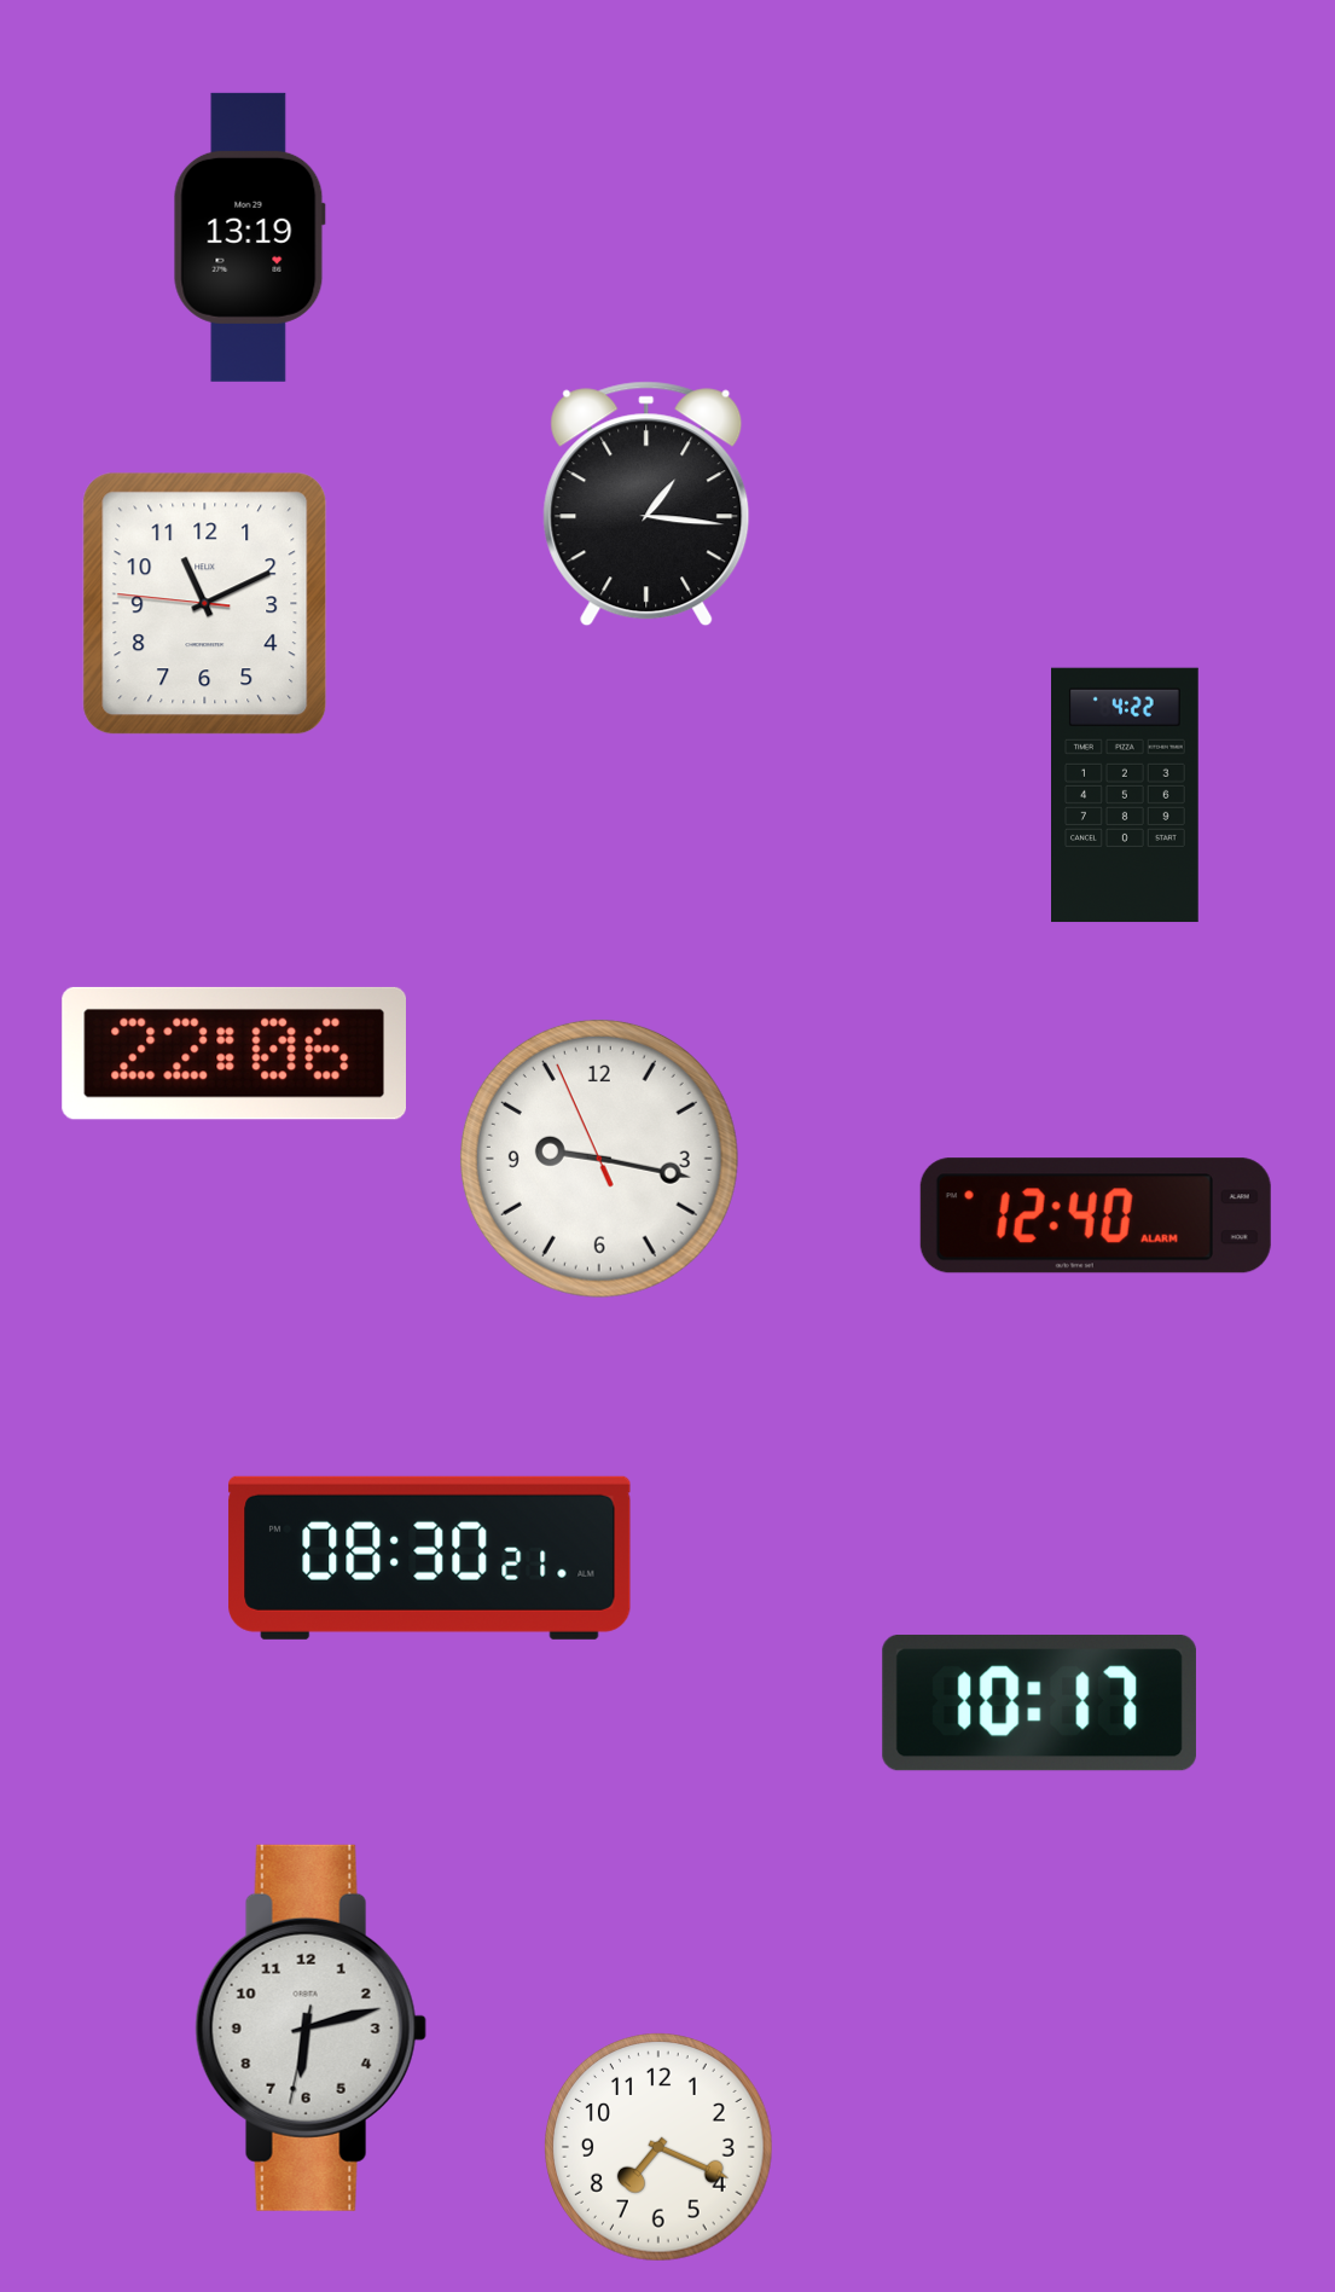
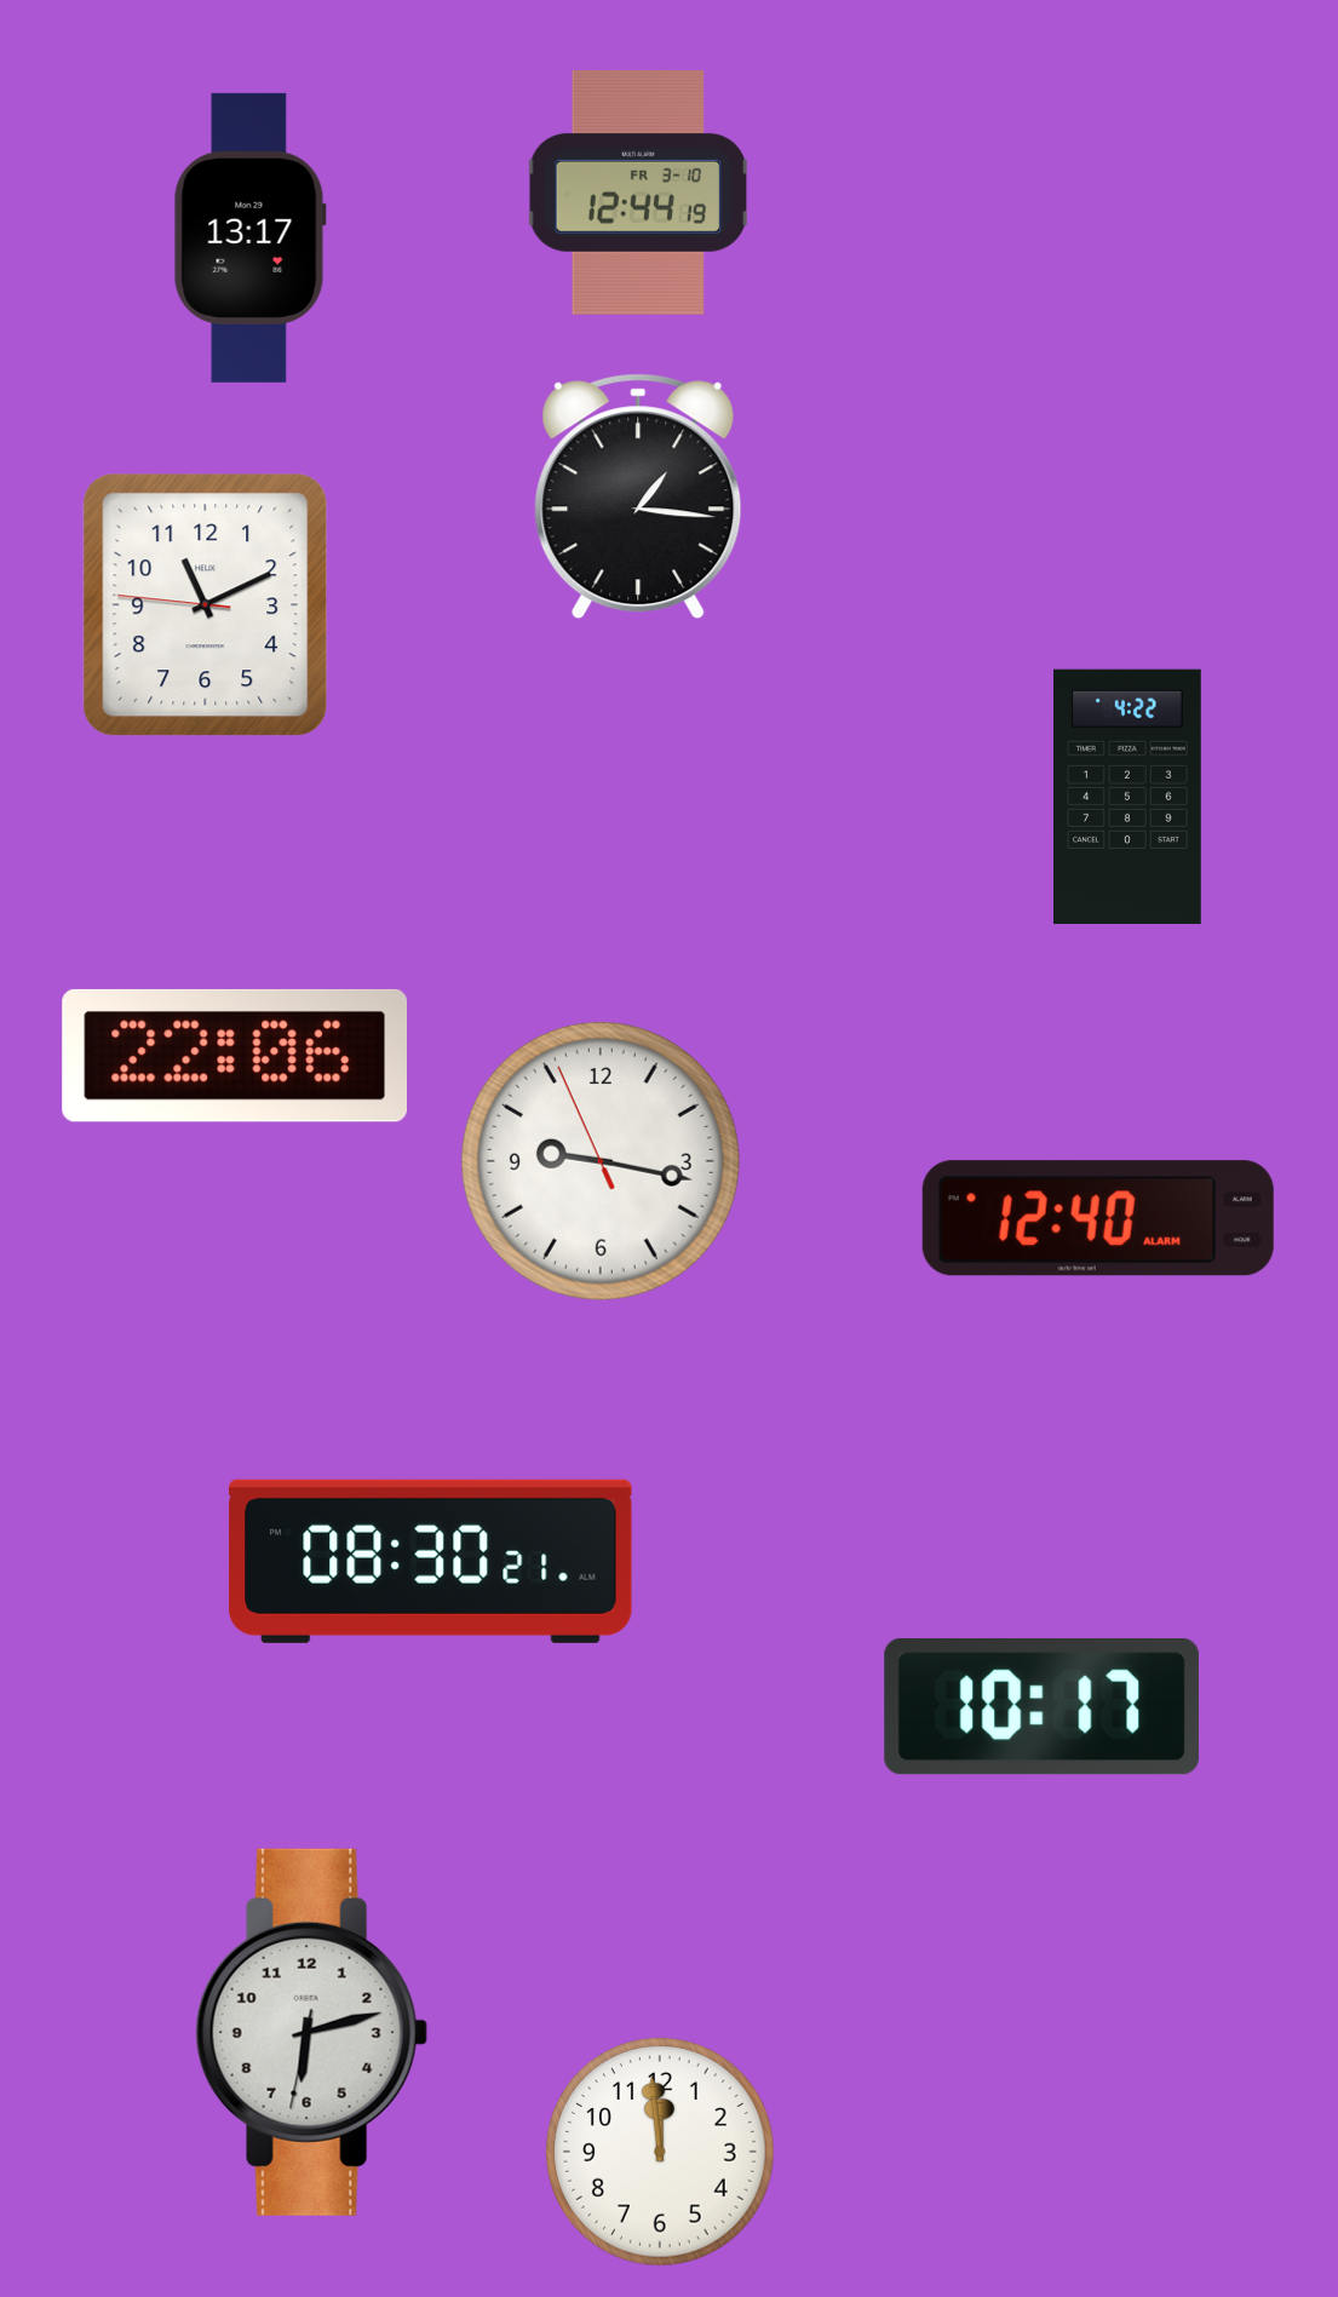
clock at (638, 193): none -> 12:44
clock at (249, 237): 13:19 -> 13:17
clock at (646, 504) position: (646, 504) -> (638, 496)
clock at (658, 2147): 7:19 -> 11:59
